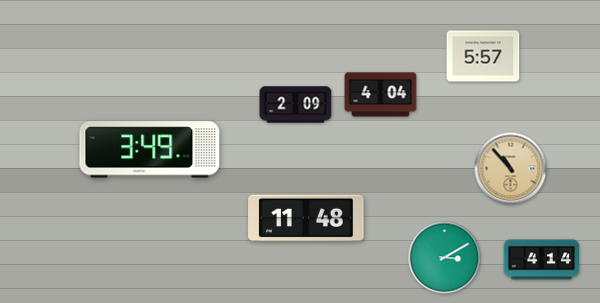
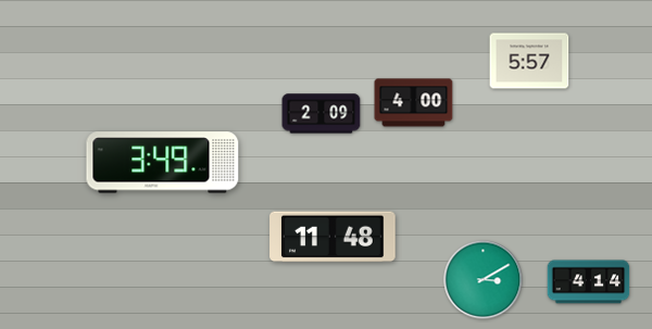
clock at (483, 56) position: (483, 56) -> (529, 61)
clock at (381, 95): 4:04 -> 4:00
clock at (511, 169): 10:53 -> none
